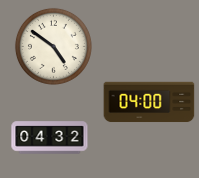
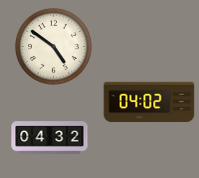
clock at (149, 102): 04:00 -> 04:02
